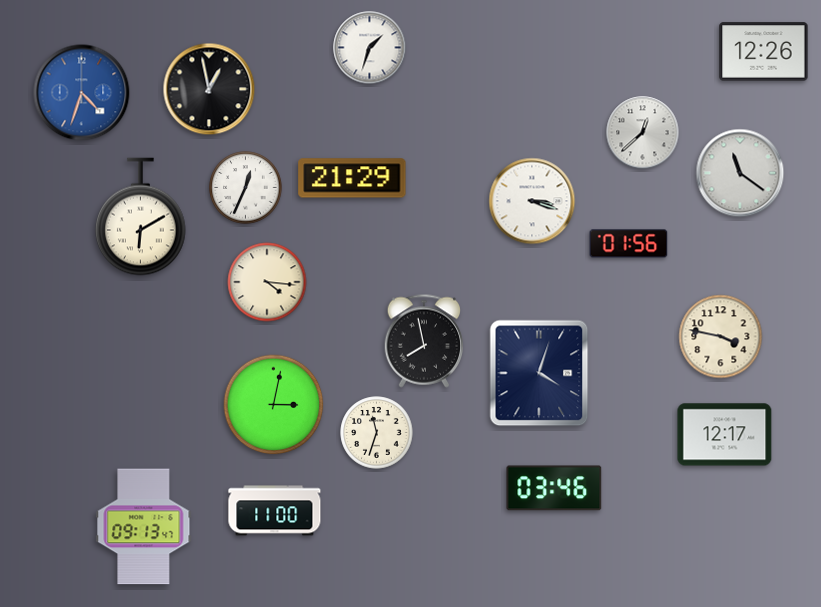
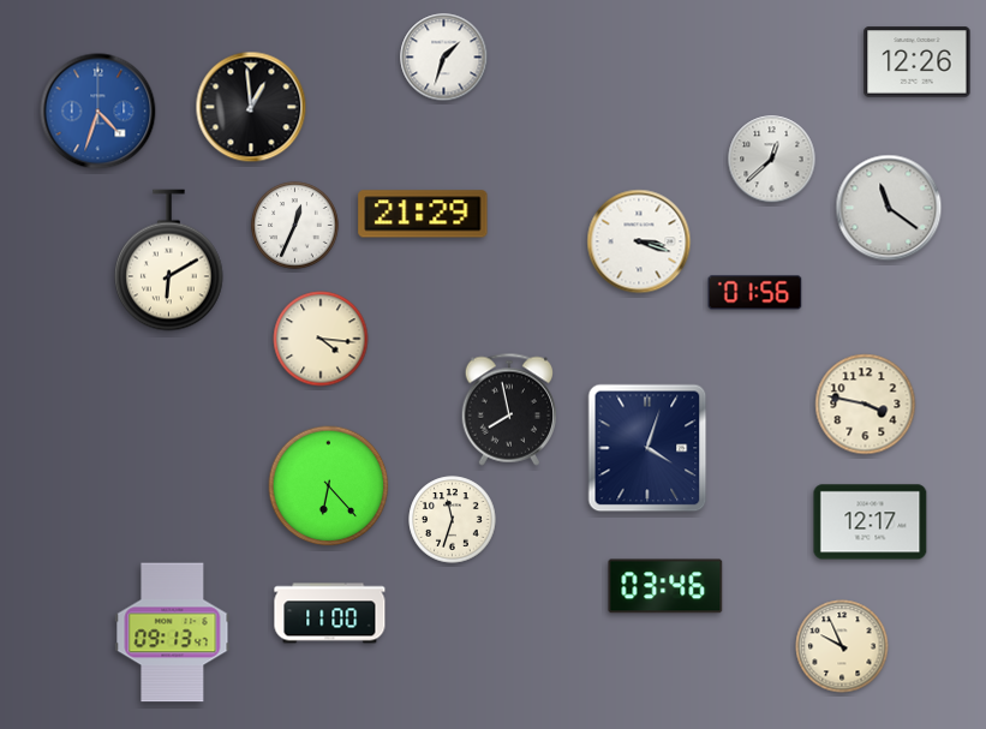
clock at (209, 89): 12:58 -> 12:59
clock at (274, 405): 3:02 -> 6:23
clock at (842, 646): none -> 9:56
